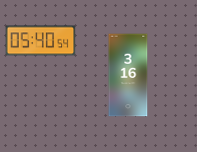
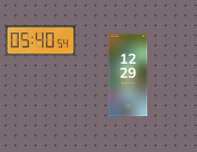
clock at (128, 75): 3:16 -> 12:29
